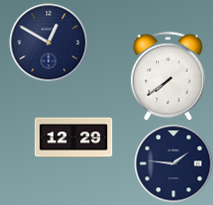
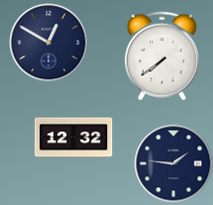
clock at (167, 76) position: (167, 76) -> (161, 56)
clock at (73, 138): 12:29 -> 12:32
